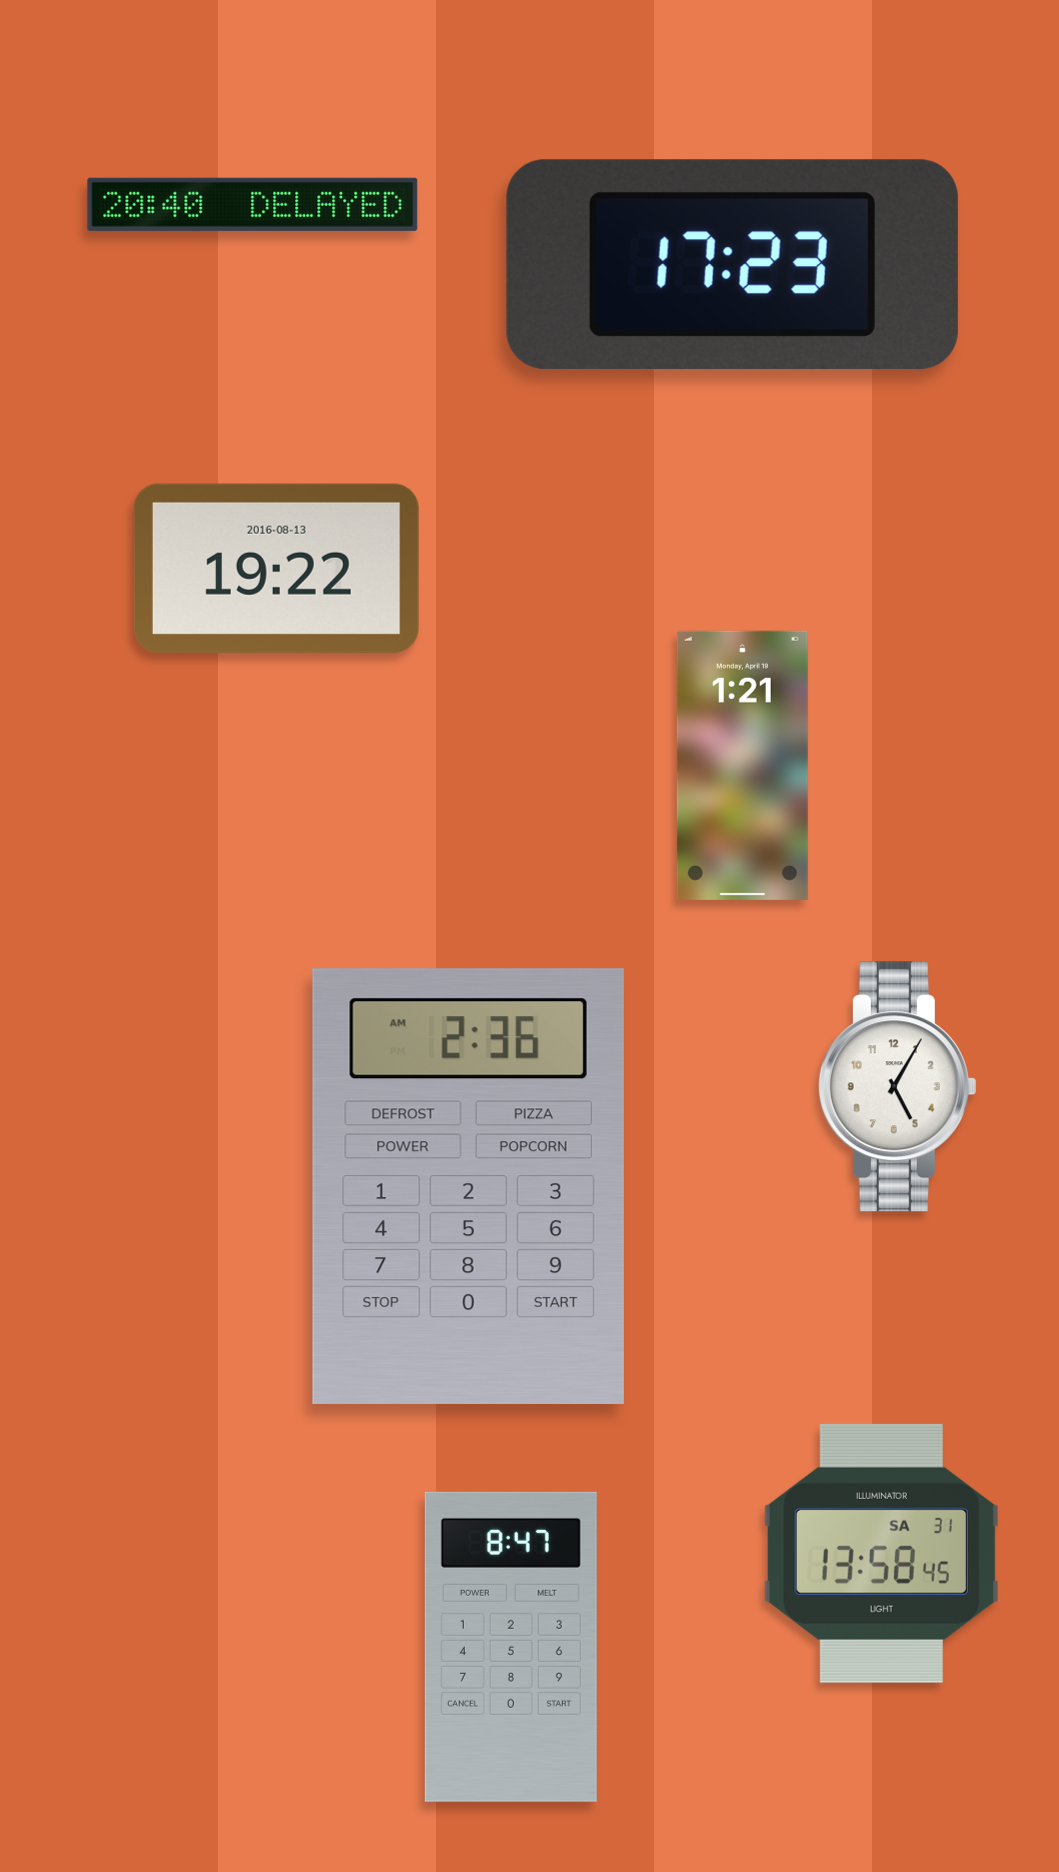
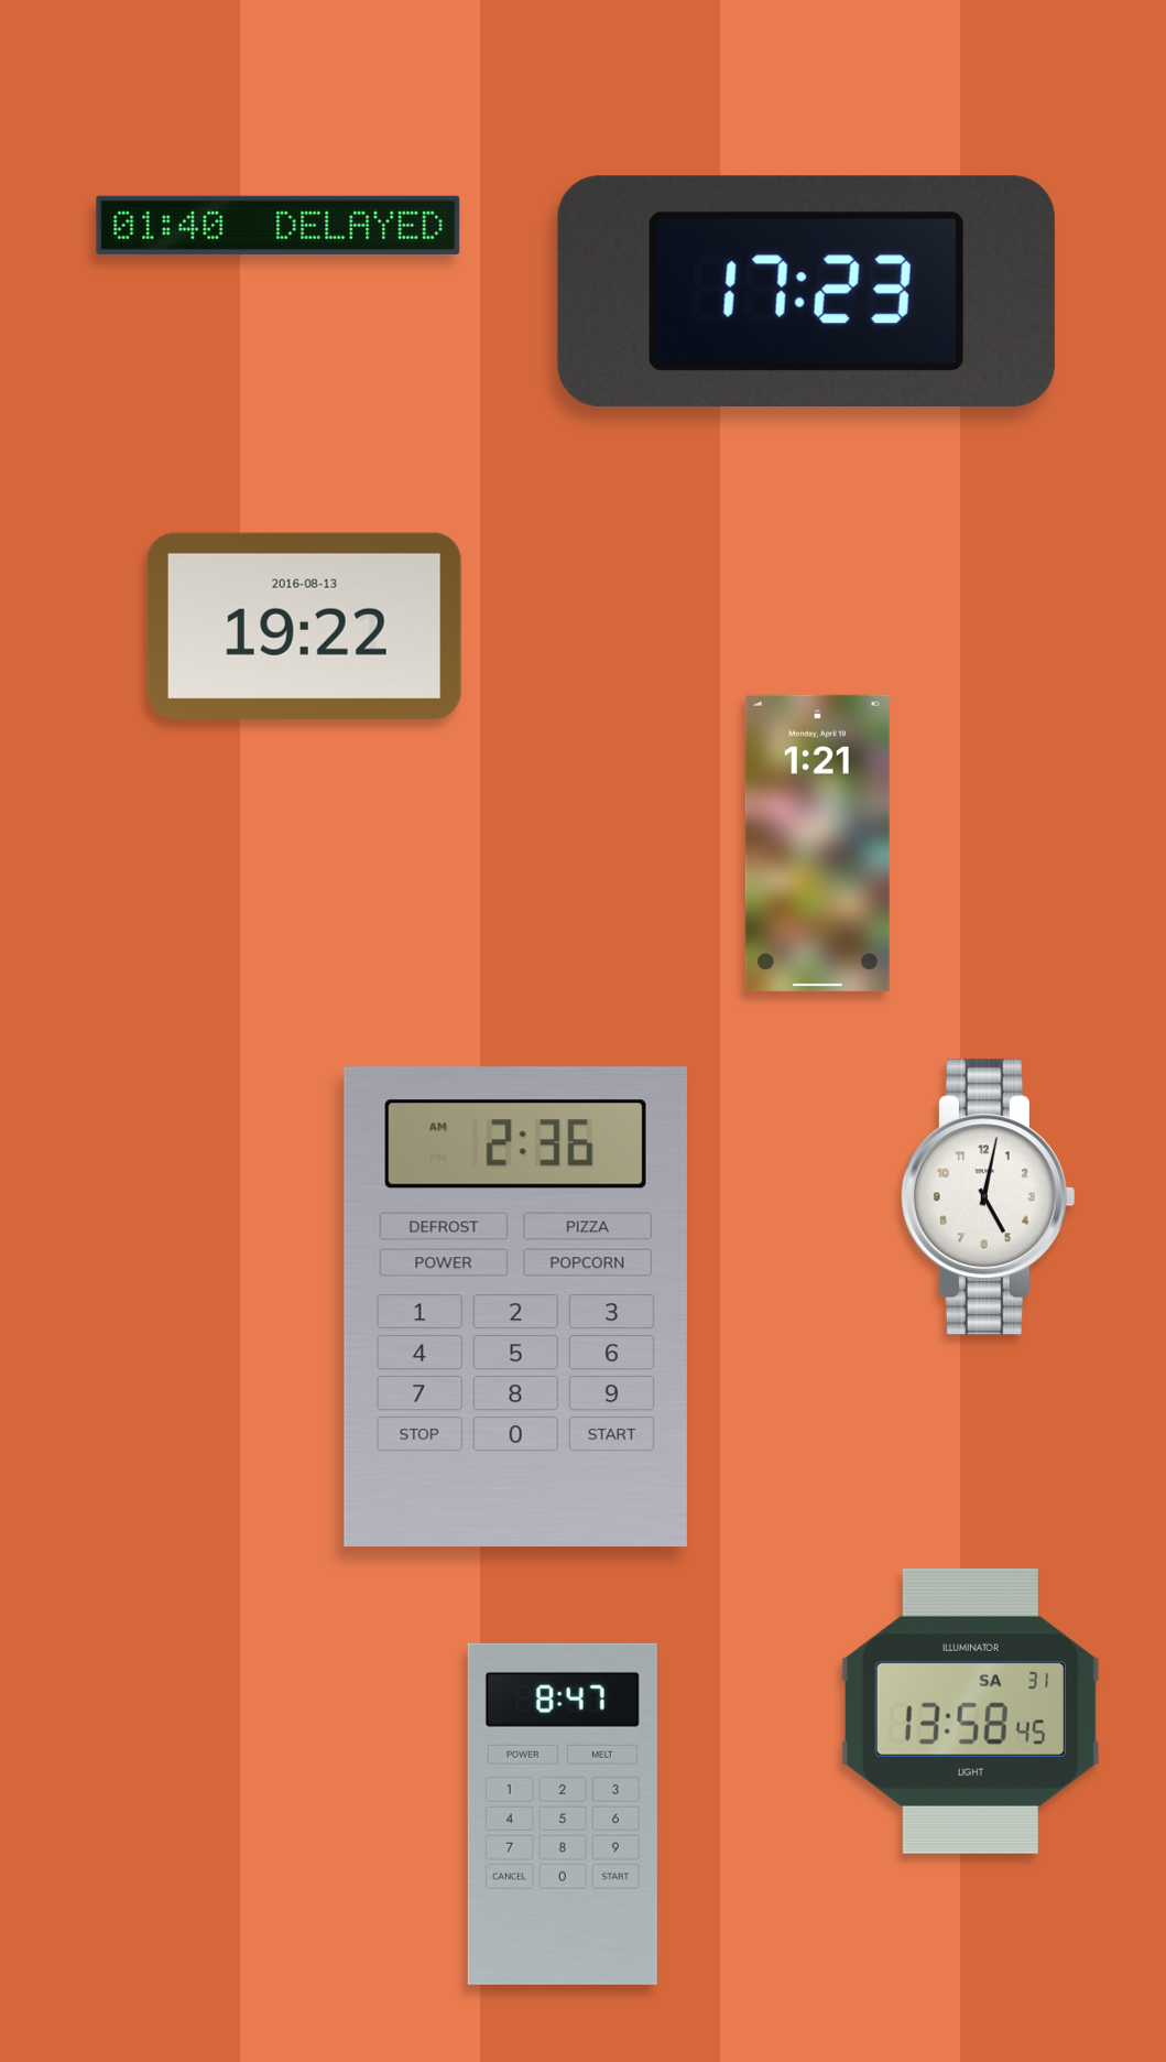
clock at (253, 204): 20:40 -> 01:40
clock at (897, 1087): 5:05 -> 5:02
